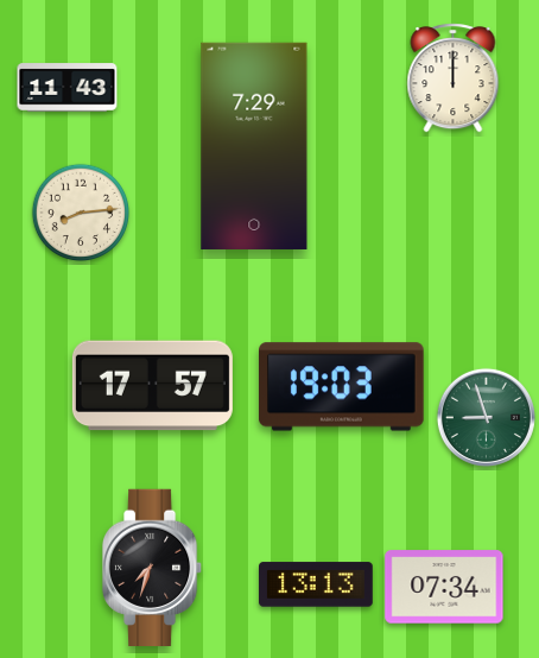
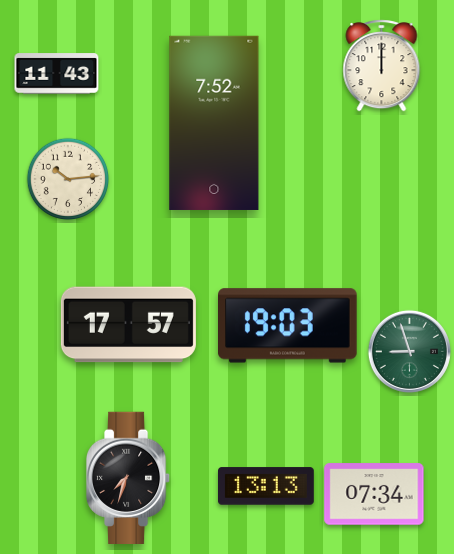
clock at (254, 146): 7:29 -> 7:52
clock at (81, 213): 8:14 -> 10:14
clock at (317, 584) position: (317, 584) -> (267, 486)
